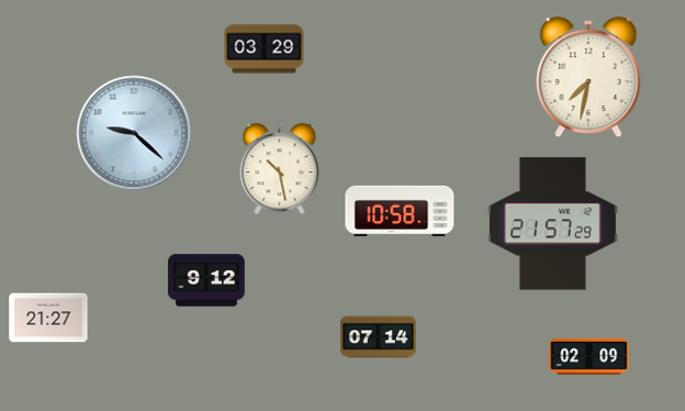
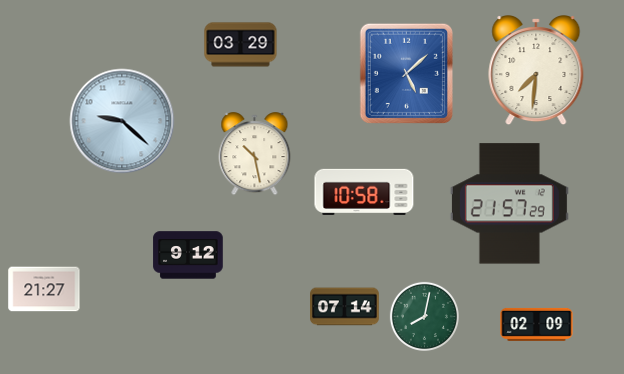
clock at (588, 78): 7:32 -> 7:31
clock at (406, 73): none -> 5:08
clock at (552, 224) position: (552, 224) -> (509, 204)
clock at (424, 316): none -> 8:02
